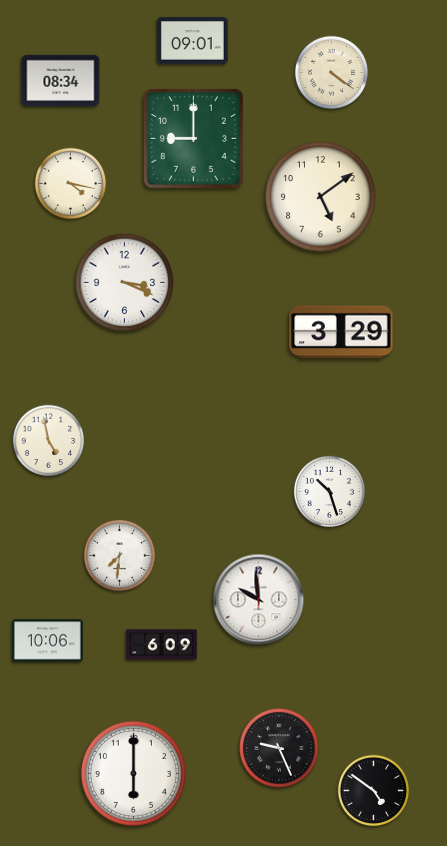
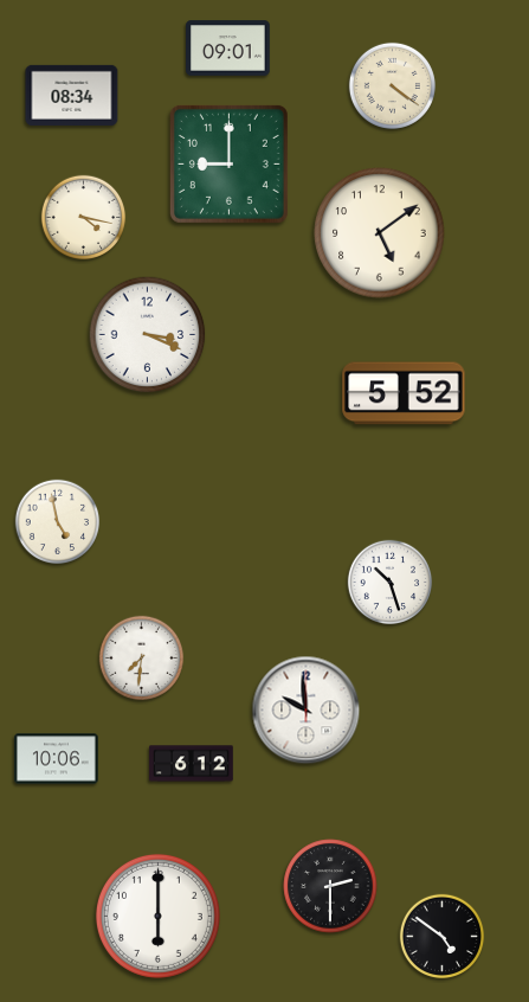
clock at (341, 332): 3:29 -> 5:52
clock at (162, 645): 6:09 -> 6:12
clock at (279, 748): 9:26 -> 2:30
